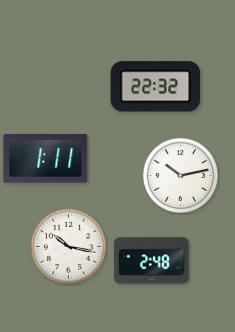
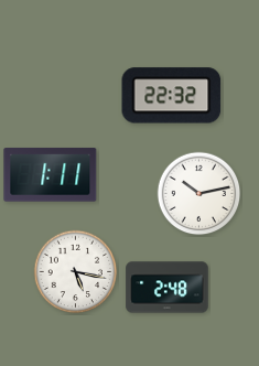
clock at (69, 247): 10:17 -> 5:17
